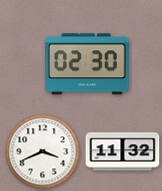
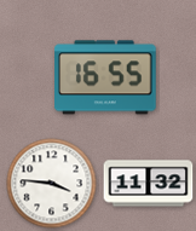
clock at (88, 64): 02:30 -> 16:55
clock at (43, 152): 3:41 -> 3:46
